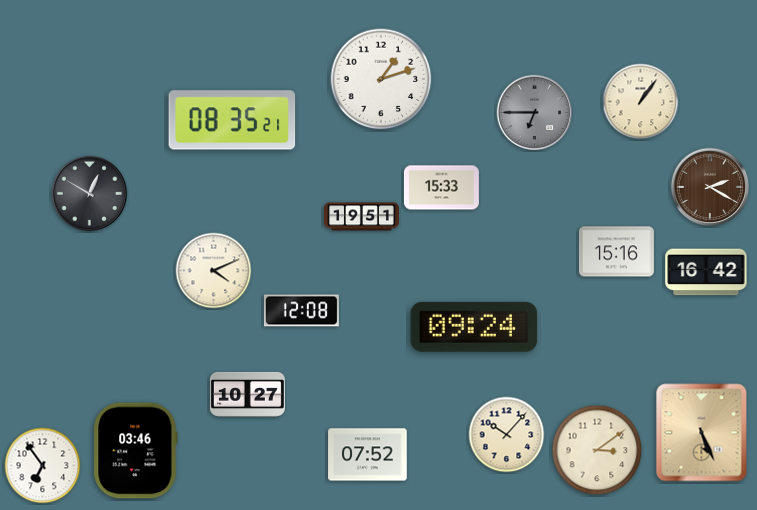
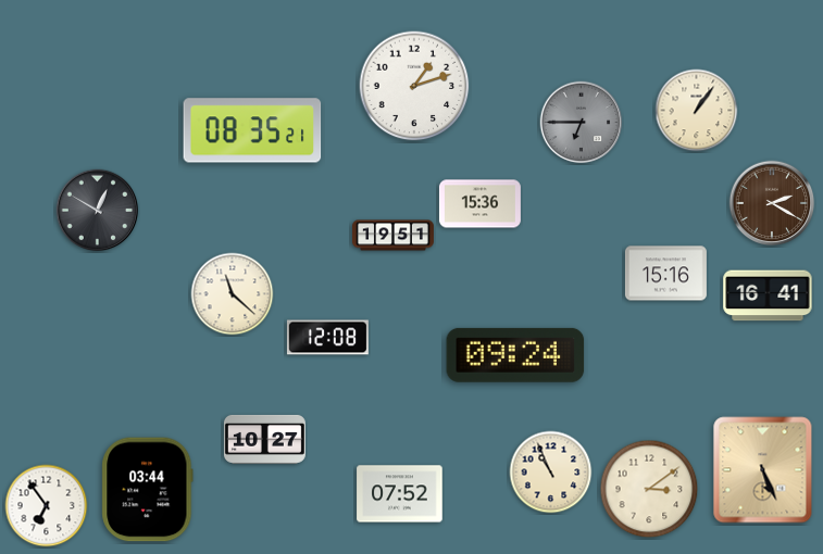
clock at (441, 188): 15:33 -> 15:36
clock at (616, 252) position: (616, 252) -> (665, 274)
clock at (214, 271): 4:11 -> 11:22
clock at (706, 272): 16:42 -> 16:41
clock at (247, 394) position: (247, 394) -> (264, 439)
clock at (507, 435): 10:07 -> 10:56
clock at (136, 451): 03:46 -> 03:44
